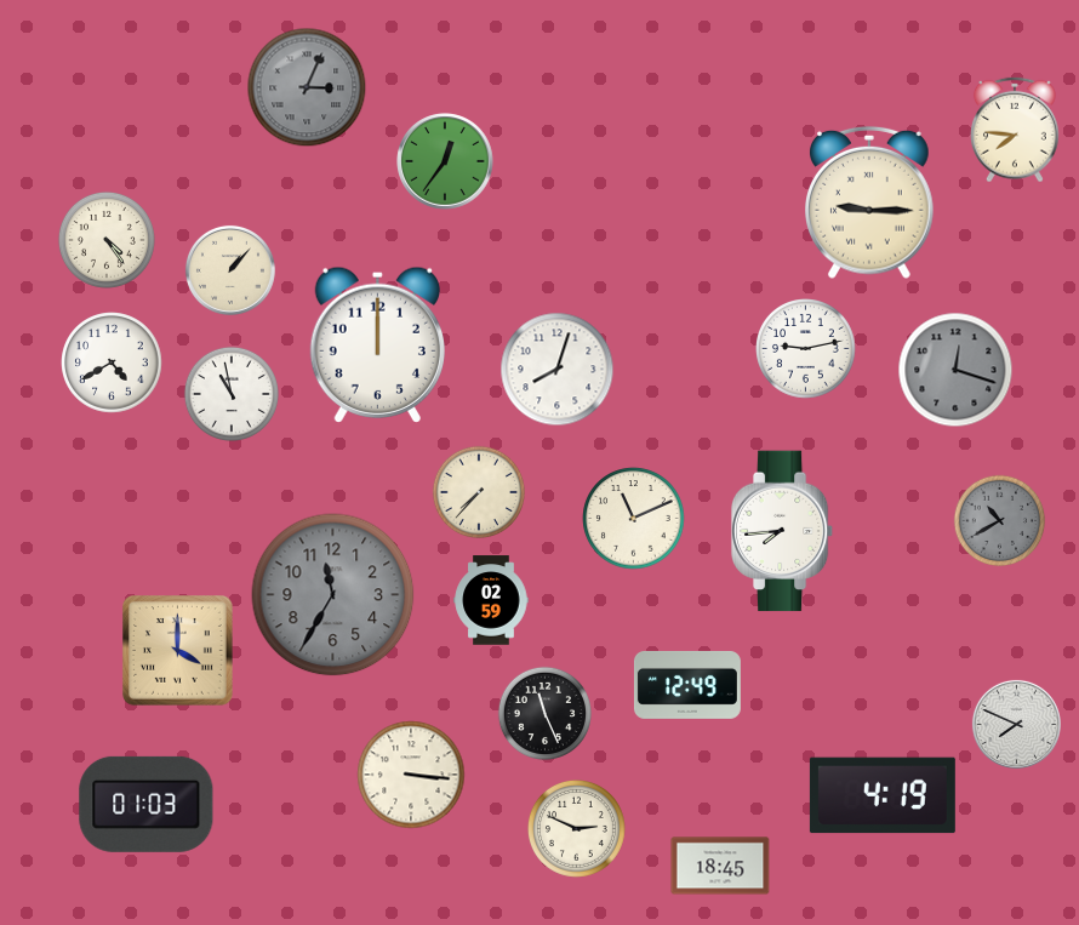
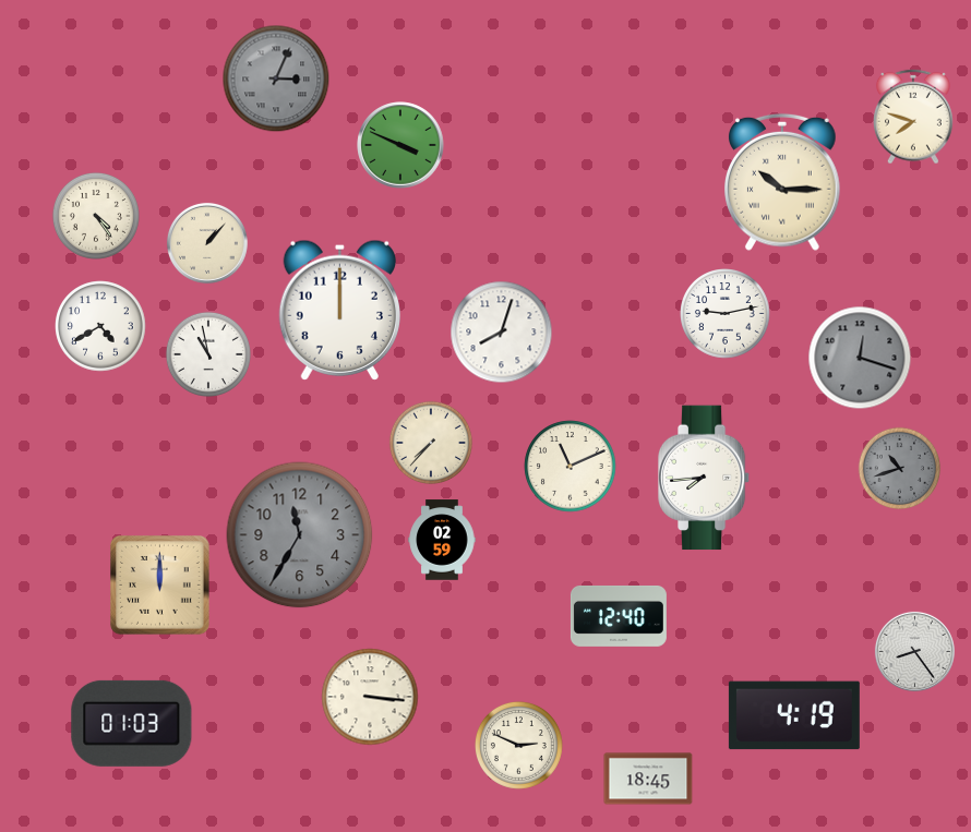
clock at (1016, 130): 7:46 -> 7:48
clock at (445, 161): 12:36 -> 3:49
clock at (870, 202): 9:15 -> 10:15
clock at (955, 370) position: (955, 370) -> (860, 358)
clock at (1000, 521): 10:40 -> 10:42
clock at (178, 651): 4:00 -> 12:00
clock at (687, 685): 12:49 -> 12:40
clock at (544, 713): 11:26 -> none
clock at (1016, 724): 7:49 -> 8:24
